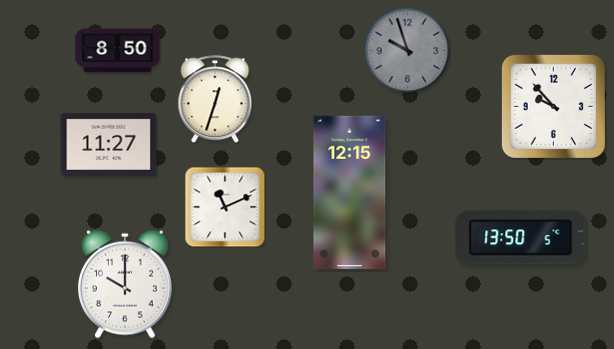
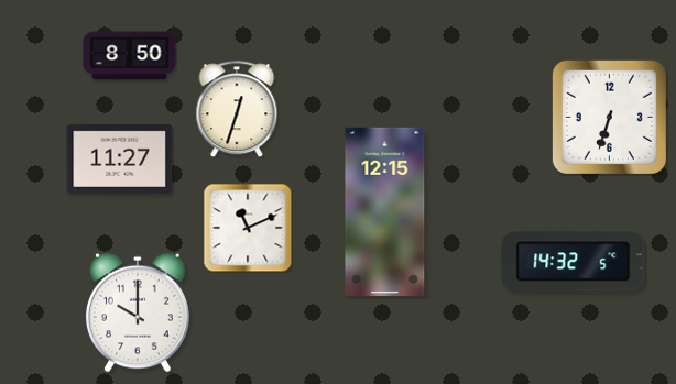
clock at (407, 50): 9:57 -> none
clock at (553, 106): 9:53 -> 6:33
clock at (521, 238): 13:50 -> 14:32
